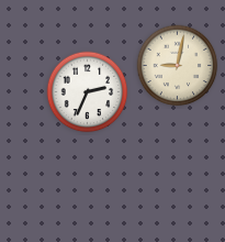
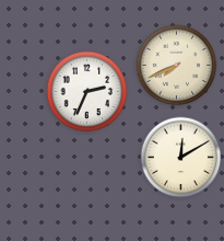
clock at (178, 66): 9:02 -> 7:41
clock at (181, 158): none -> 12:10
